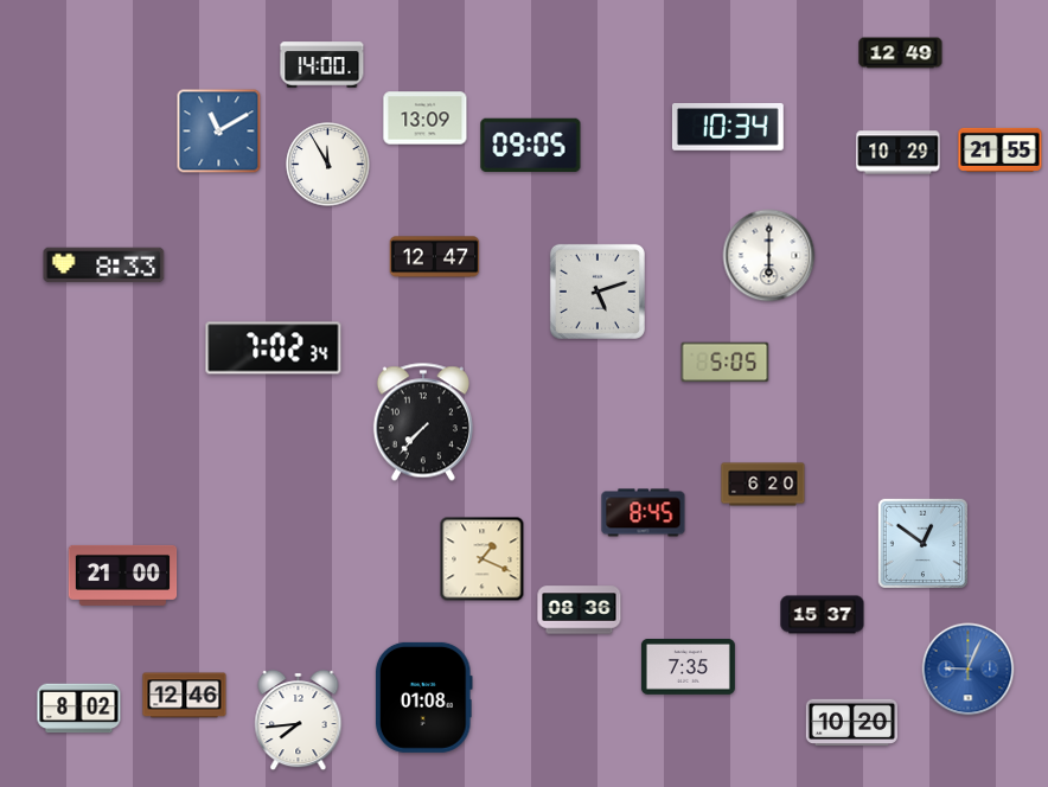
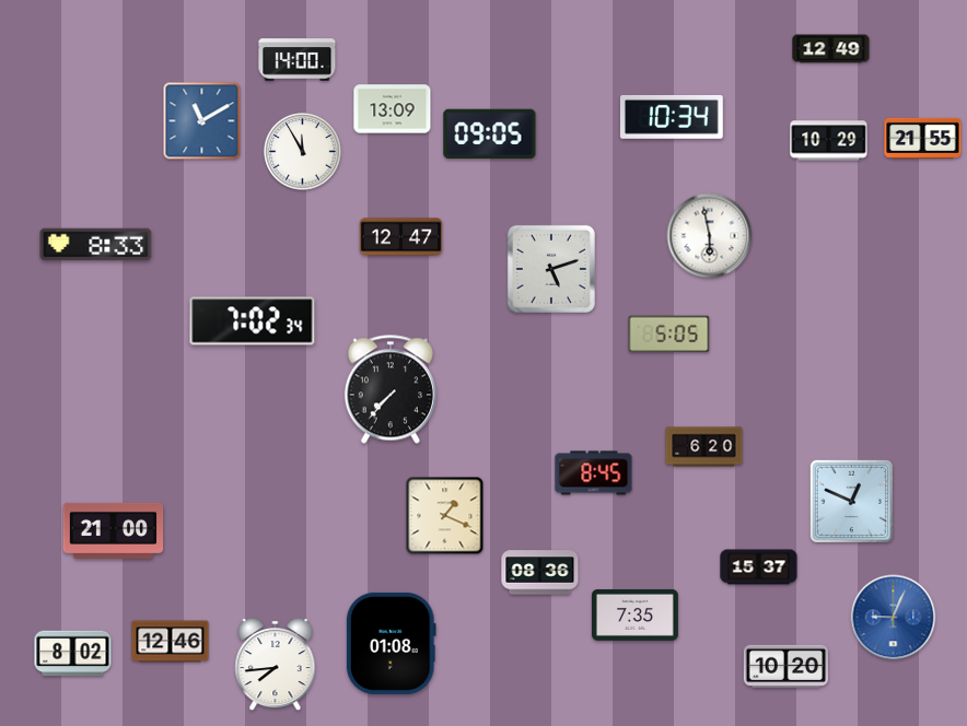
clock at (769, 256): 6:00 -> 5:58
clock at (922, 543): 12:51 -> 12:49
clock at (580, 610) position: (580, 610) -> (540, 573)
